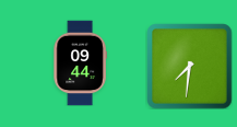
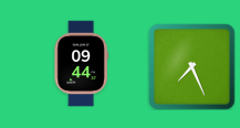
clock at (189, 66): 7:31 -> 7:26
